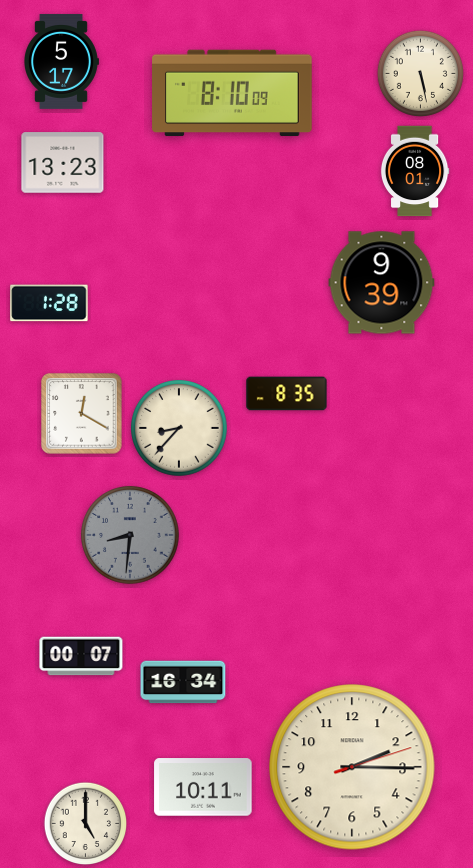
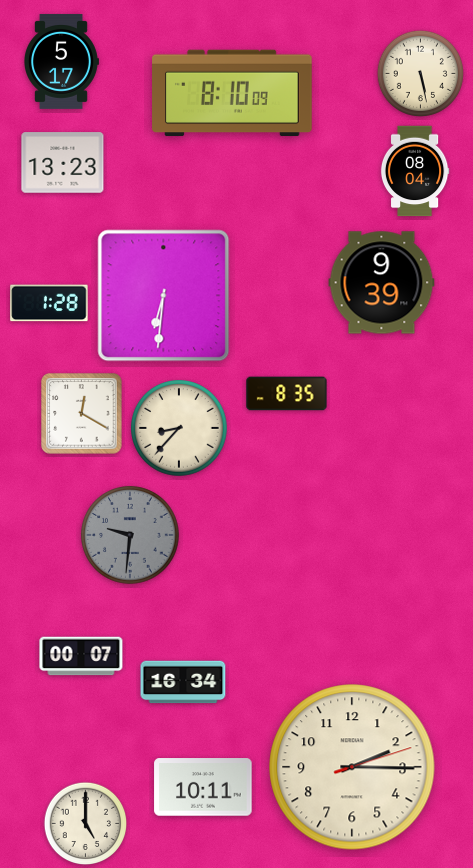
clock at (415, 171): 08:01 -> 08:04
clock at (164, 296): none -> 6:31
clock at (130, 535): 8:31 -> 9:31
